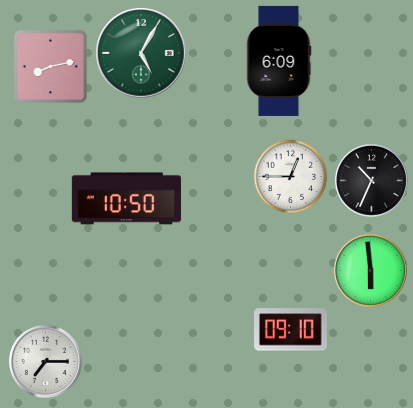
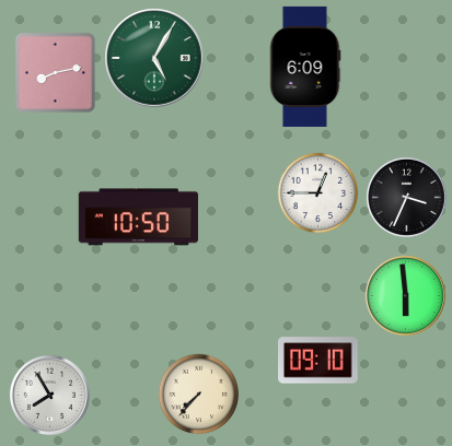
clock at (371, 180): 10:34 -> 3:34
clock at (45, 361): 7:15 -> 7:55
clock at (199, 395): none -> 7:37
